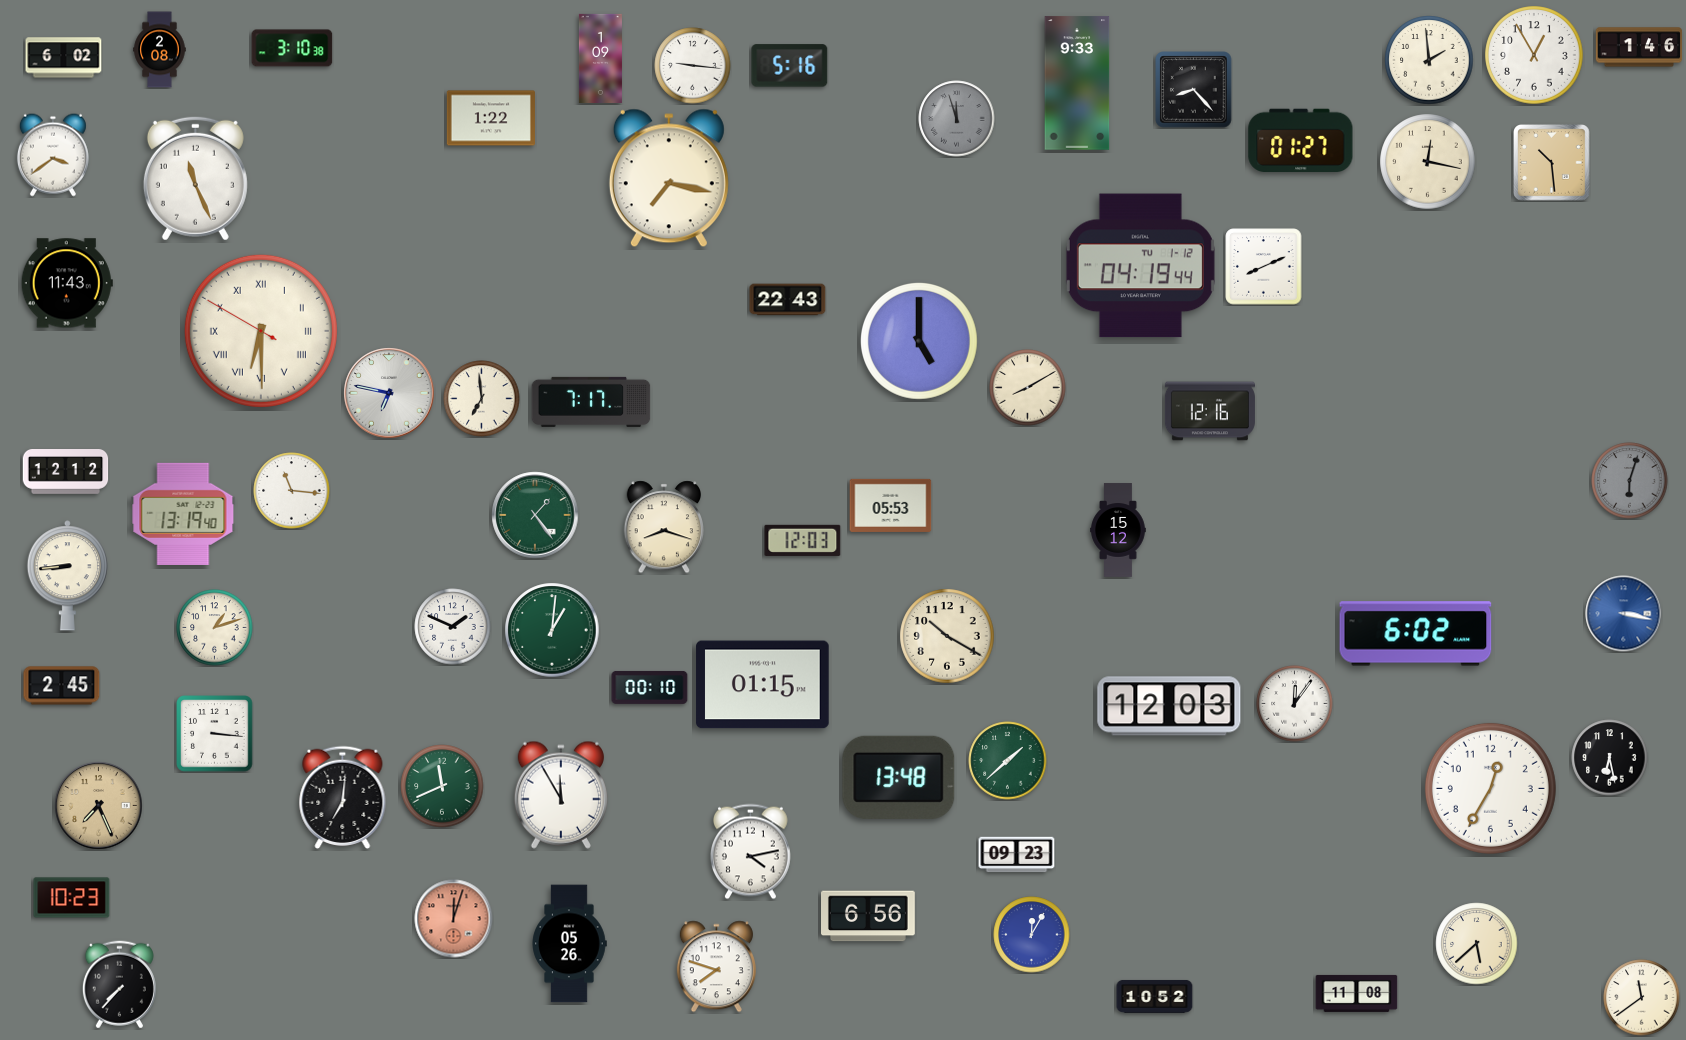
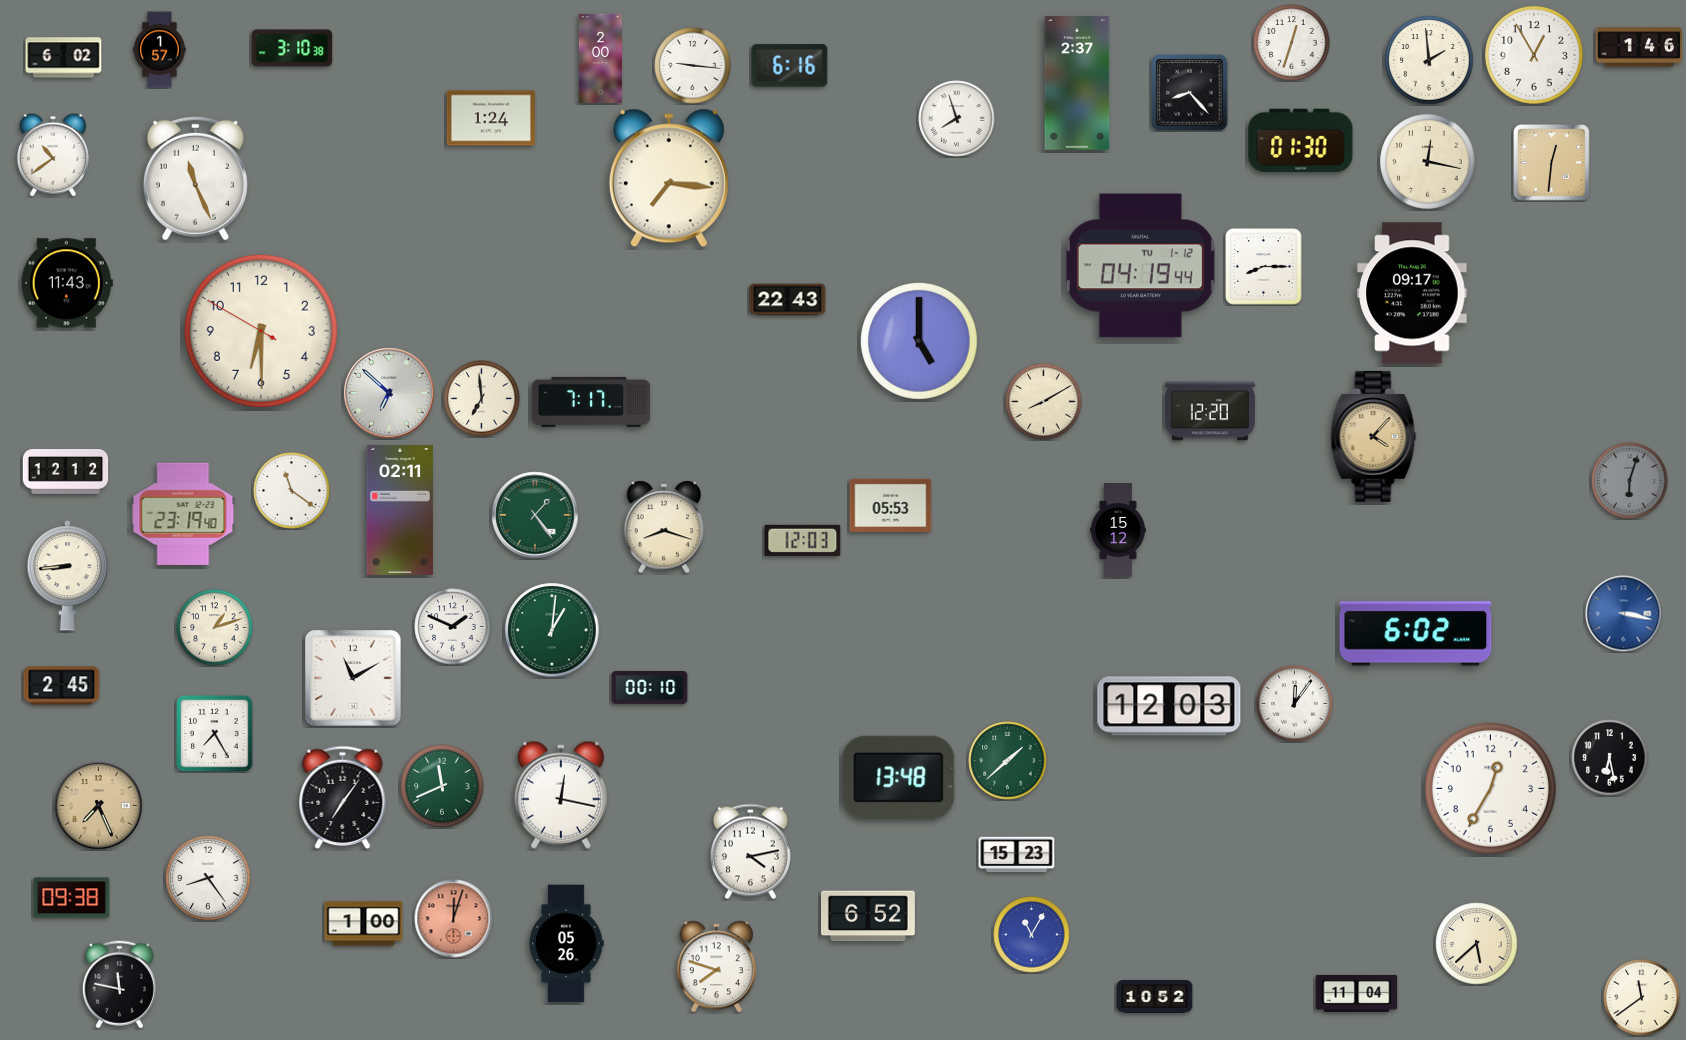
clock at (1292, 43): none -> 12:33
clock at (160, 50): 2:08 -> 1:57
clock at (600, 58): 1:09 -> 2:00
clock at (790, 66): 5:16 -> 6:16
clock at (1077, 83): 9:33 -> 2:37
clock at (1194, 90) position: (1194, 90) -> (1190, 93)
clock at (491, 118): 1:22 -> 1:24
clock at (957, 119): 11:57 -> 7:57
clock at (957, 119) dial: grey -> white
clock at (1301, 140): 01:27 -> 01:30
clock at (53, 155): 3:39 -> 10:39
clock at (1552, 163): 10:29 -> 12:31
clock at (669, 178): 7:17 -> 7:16
clock at (1264, 267): 8:11 -> 8:15
clock at (1412, 293): none -> 09:17
clock at (261, 331) numerals: Roman -> Arabic
clock at (1028, 388) position: (1028, 388) -> (1044, 402)
clock at (389, 393): 6:47 -> 6:52
clock at (1210, 411): 12:16 -> 12:20
clock at (1374, 436): none -> 4:07
clock at (292, 491): 11:16 -> 11:21
clock at (400, 510): none -> 02:11
clock at (183, 514): 13:19 -> 23:19
clock at (947, 636): 10:20 -> none
clock at (354, 679): none -> 11:10
clock at (763, 685): 01:15 -> none
clock at (215, 734): 3:16 -> 7:25
clock at (561, 795): 11:55 -> 12:17
clock at (343, 797): 7:01 -> 7:06
clock at (1017, 855): 09:23 -> 15:23
clock at (208, 878): none -> 8:24
clock at (72, 898): 10:23 -> 09:38
clock at (869, 916): 6:56 -> 6:52
clock at (364, 924): none -> 1:00
clock at (1032, 935): 12:05 -> 11:05
clock at (569, 944) position: (569, 944) -> (566, 944)
clock at (119, 985): 7:37 -> 11:47
clock at (1357, 993): 11:08 -> 11:04
